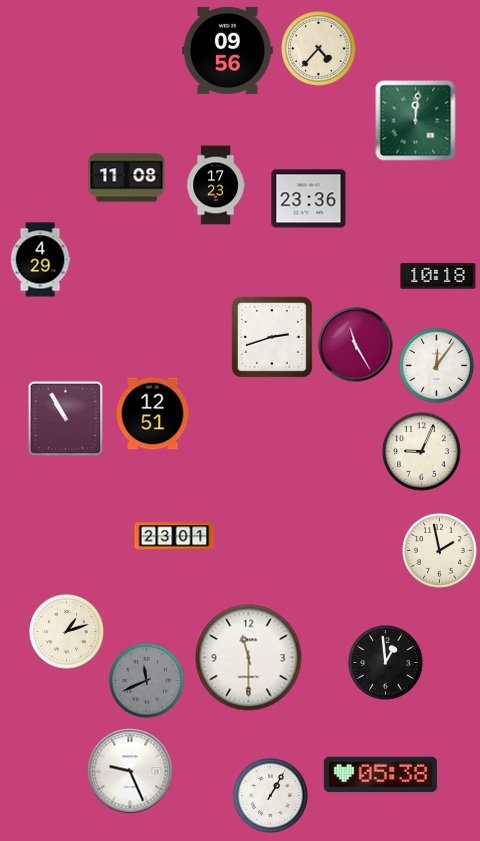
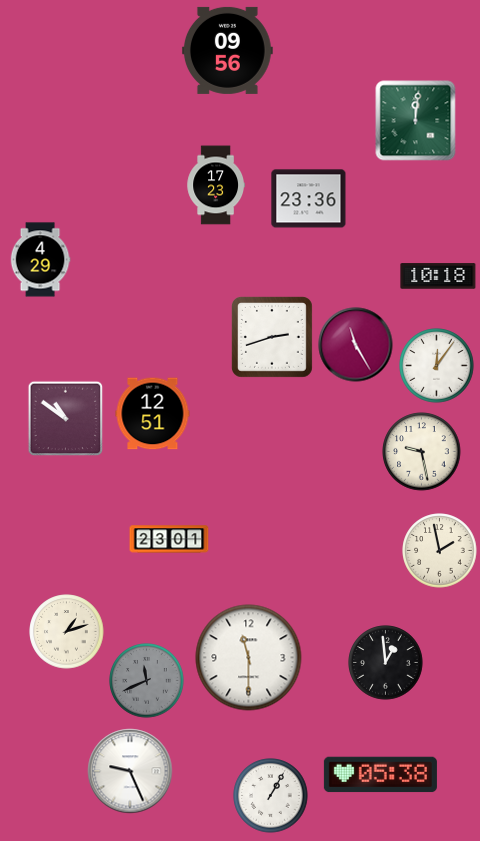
clock at (319, 49): 4:37 -> none
clock at (127, 178): 11:08 -> none
clock at (66, 419): 10:55 -> 10:51
clock at (422, 452): 9:04 -> 9:28
clock at (174, 536) position: (174, 536) -> (169, 539)
